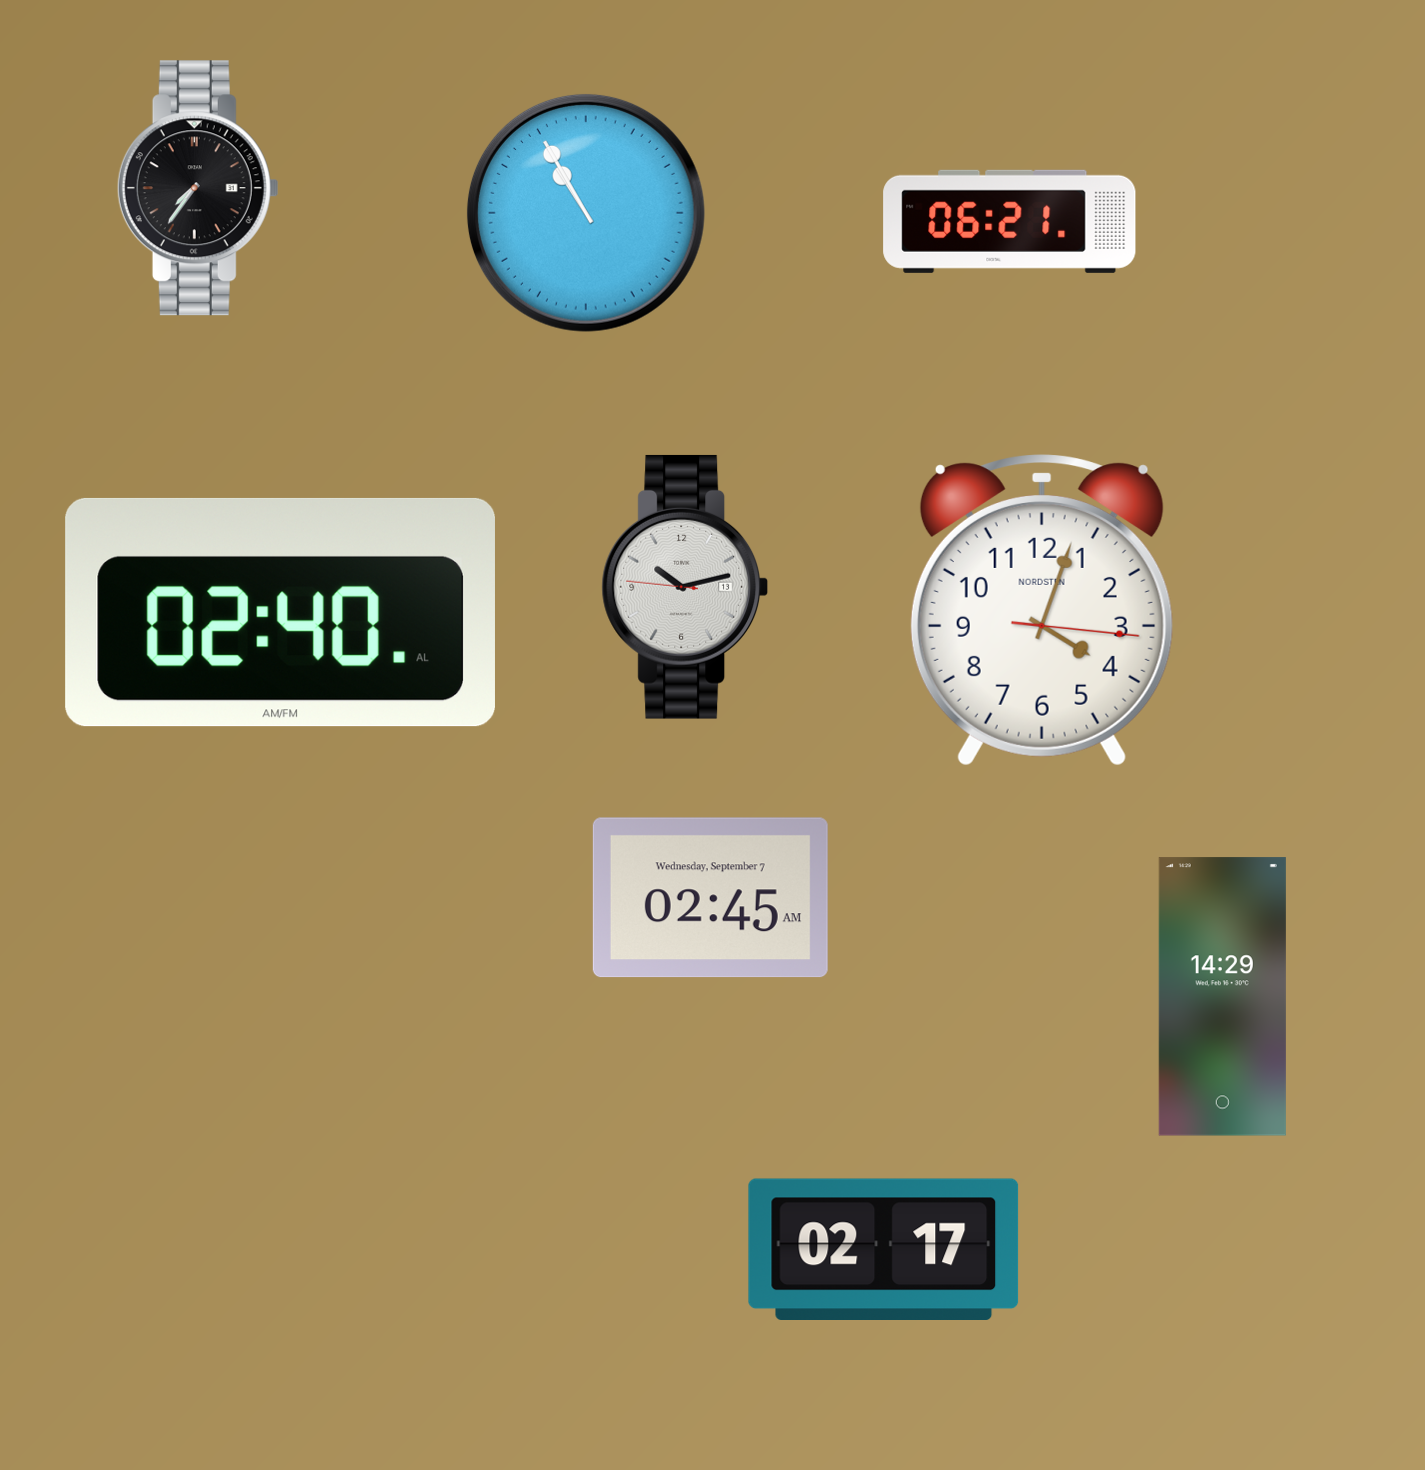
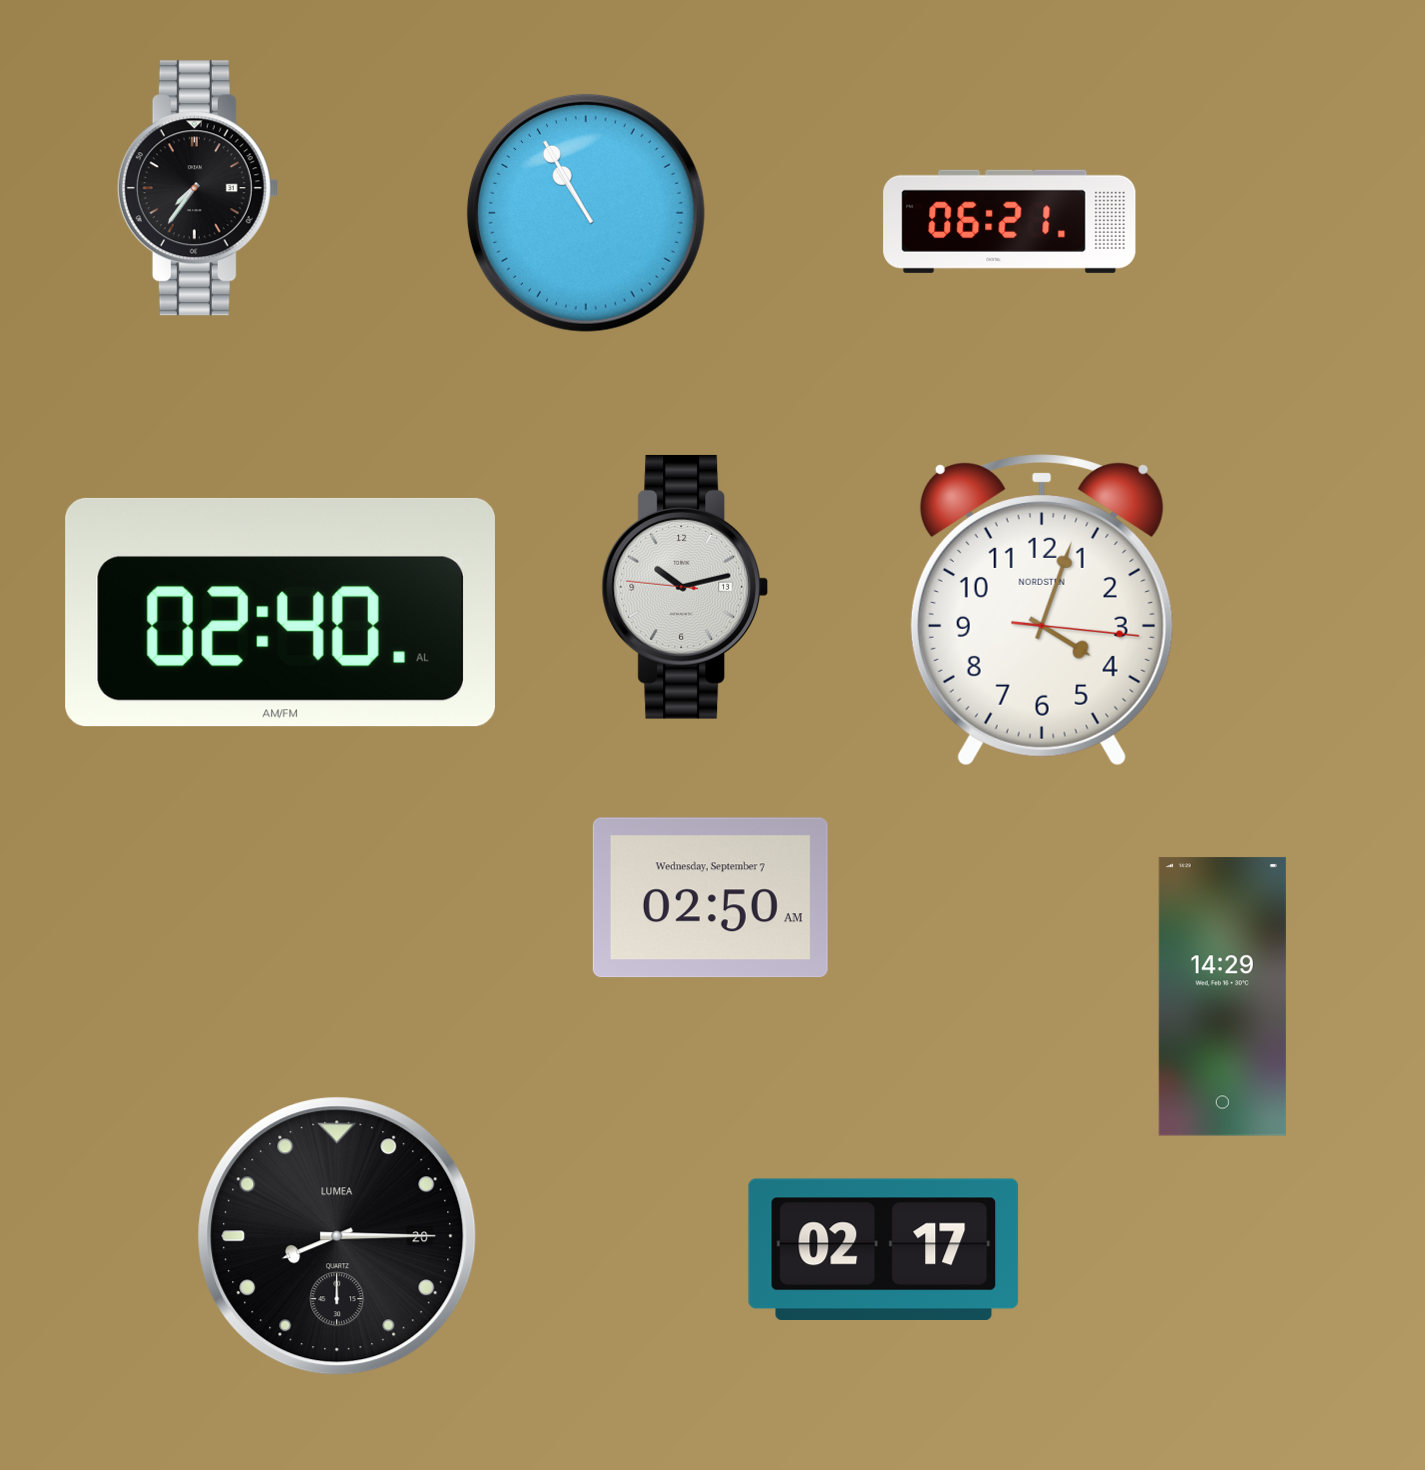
clock at (710, 898): 02:45 -> 02:50
clock at (337, 1236): none -> 8:15
